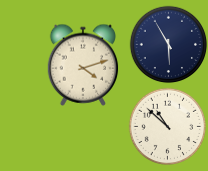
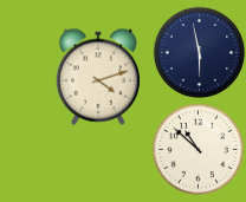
clock at (168, 44): 5:55 -> 5:58
